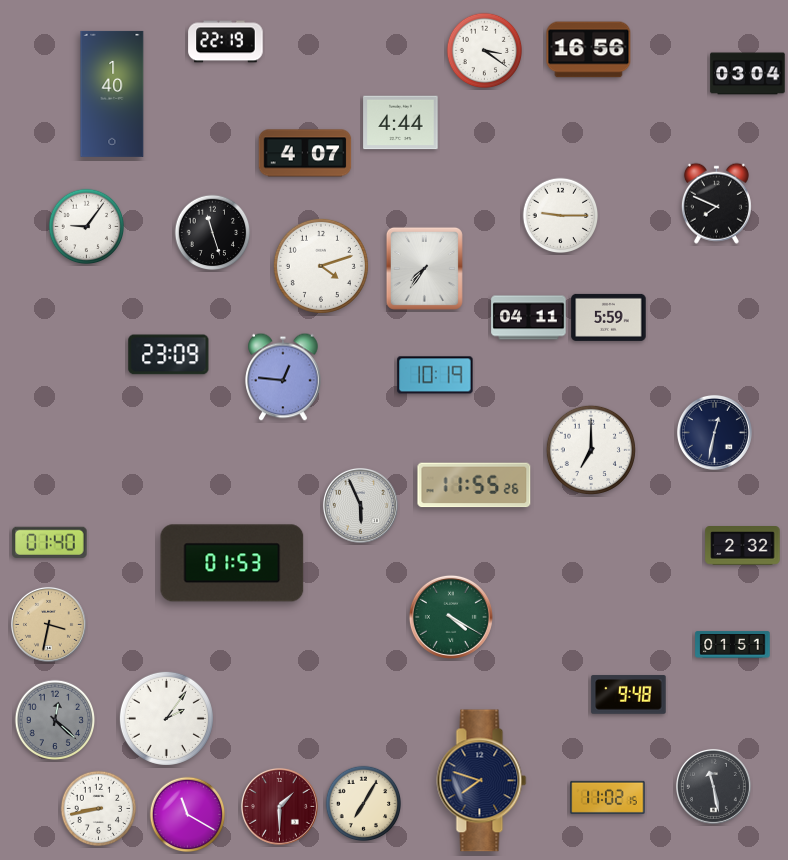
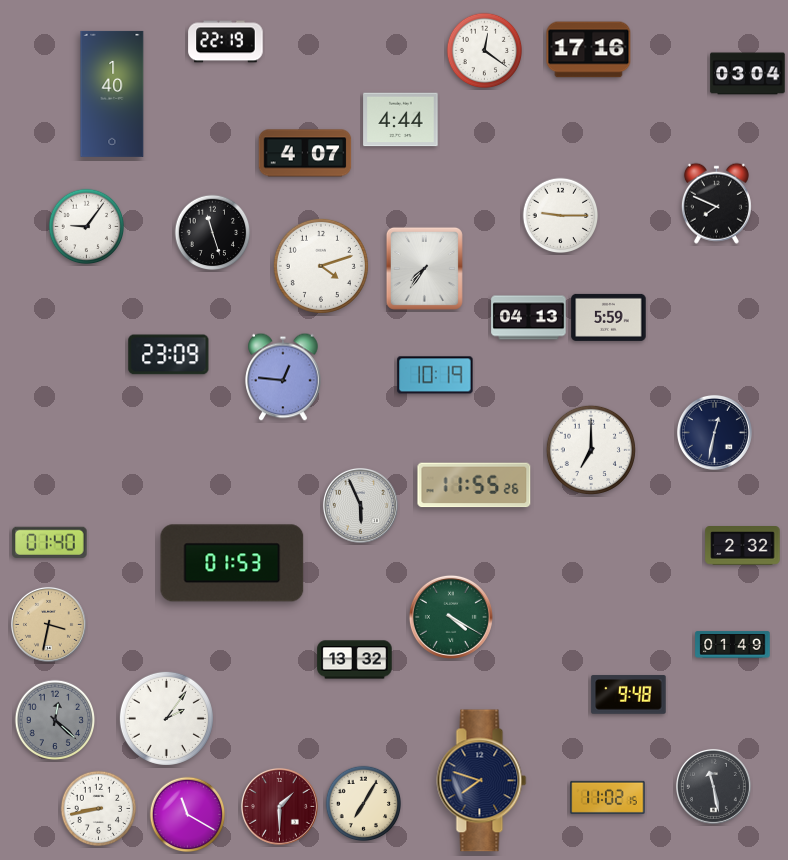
clock at (589, 50): 16:56 -> 17:16
clock at (485, 51): 3:21 -> 12:21
clock at (401, 123) position: (401, 123) -> (401, 120)
clock at (529, 318): 04:11 -> 04:13
clock at (733, 645): 01:51 -> 01:49
clock at (355, 660): none -> 13:32
